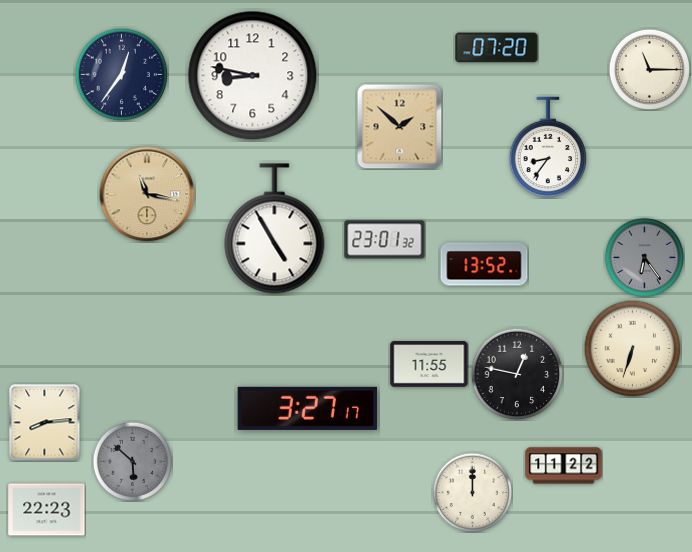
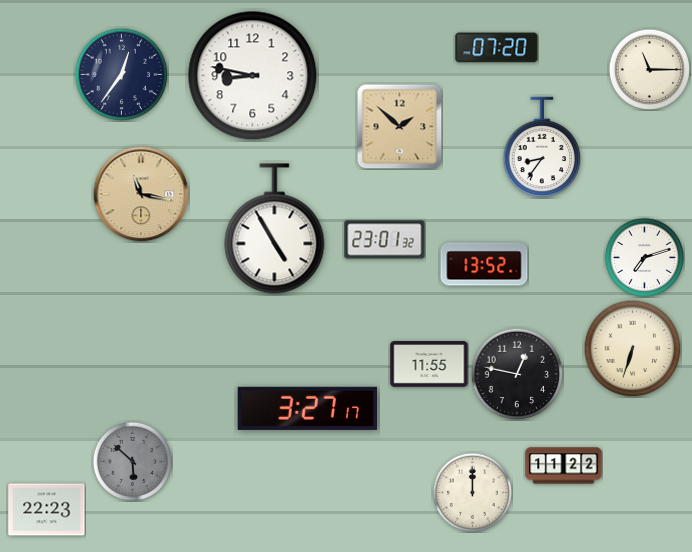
clock at (548, 147) position: (548, 147) -> (542, 147)
clock at (147, 194) position: (147, 194) -> (141, 194)
clock at (644, 257): 6:24 -> 7:12
clock at (644, 257) dial: grey -> white
clock at (45, 422): 8:14 -> none
